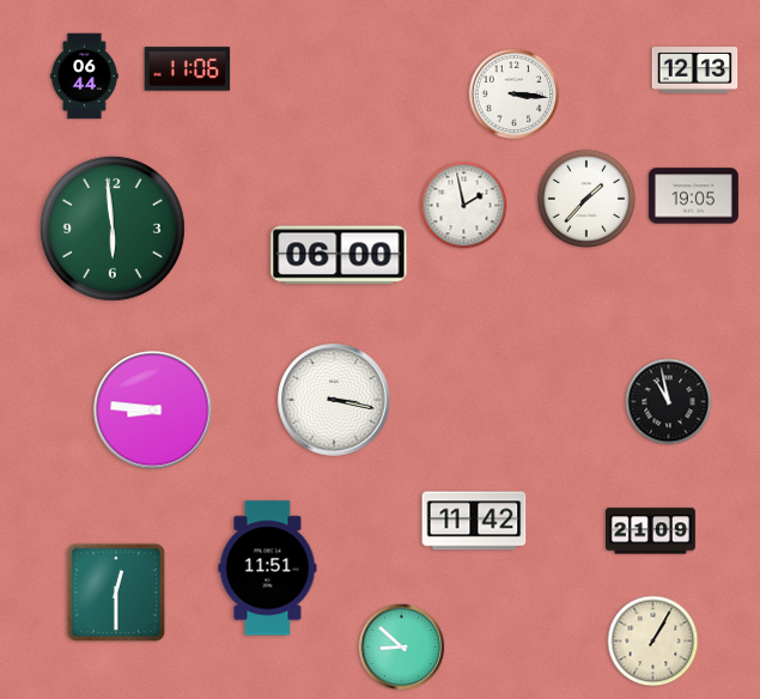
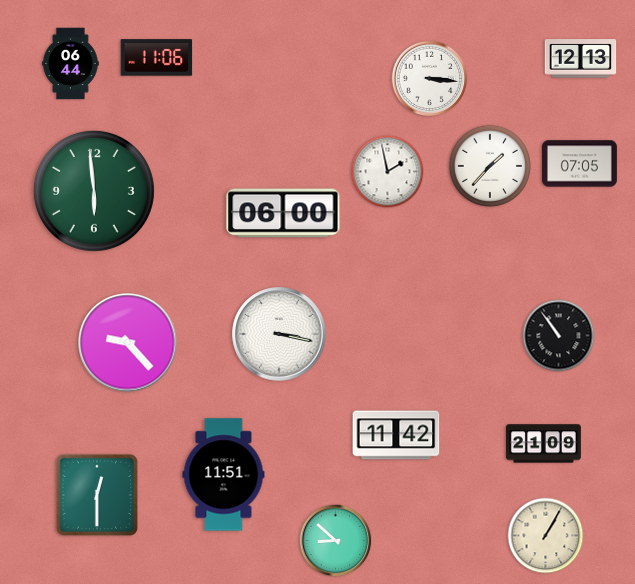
clock at (693, 196): 19:05 -> 07:05
clock at (669, 402): 10:58 -> 10:54
clock at (153, 411): 8:46 -> 9:23
